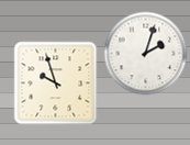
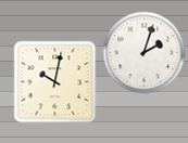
clock at (56, 83): 9:57 -> 10:02
